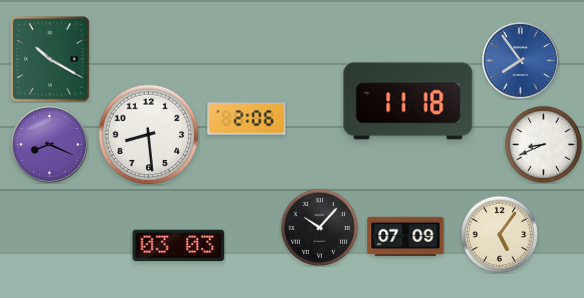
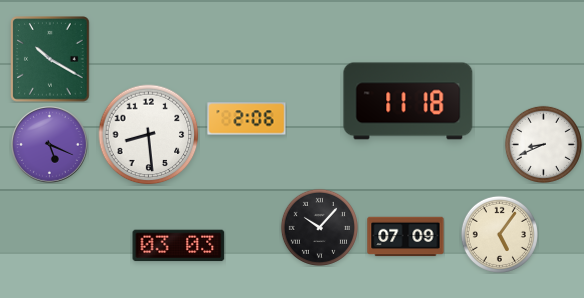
clock at (521, 61): 7:54 -> none
clock at (50, 145): 8:19 -> 5:19
